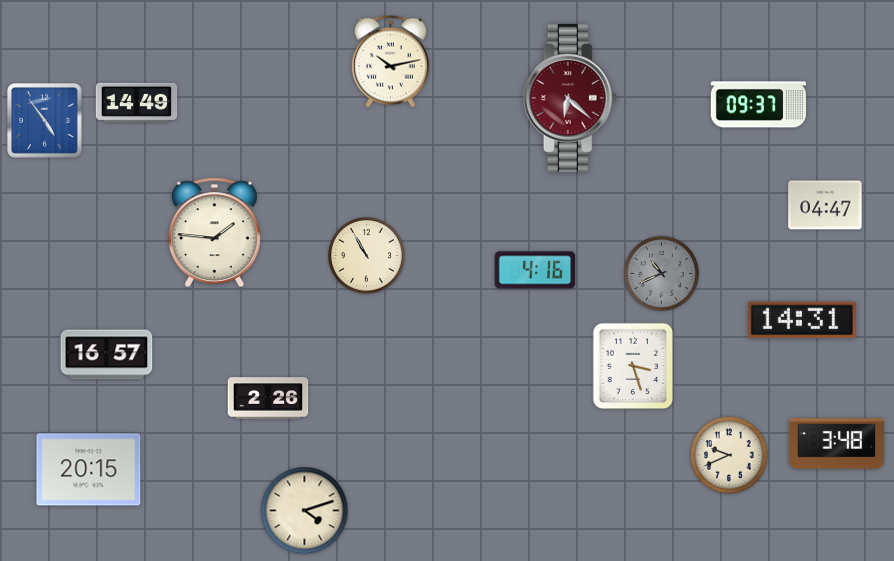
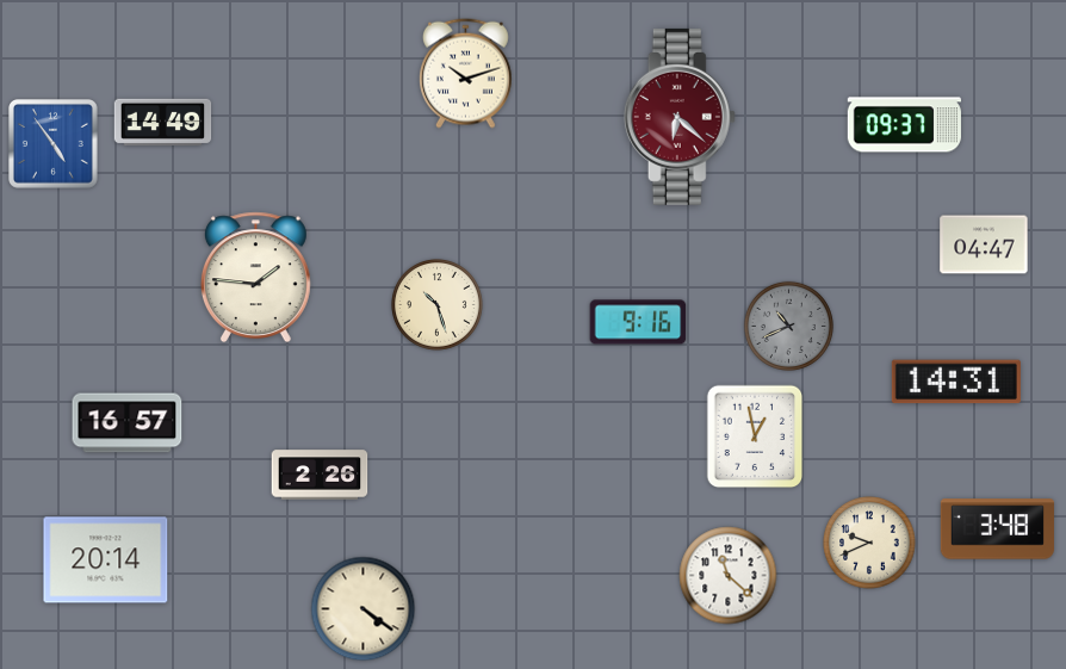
clock at (390, 61): 10:13 -> 10:12
clock at (367, 256): 10:55 -> 10:27
clock at (535, 270): 4:16 -> 9:16
clock at (633, 366): 3:27 -> 12:58
clock at (89, 470): 20:15 -> 20:14
clock at (729, 576): none -> 11:22
clock at (305, 511): 4:12 -> 4:21
